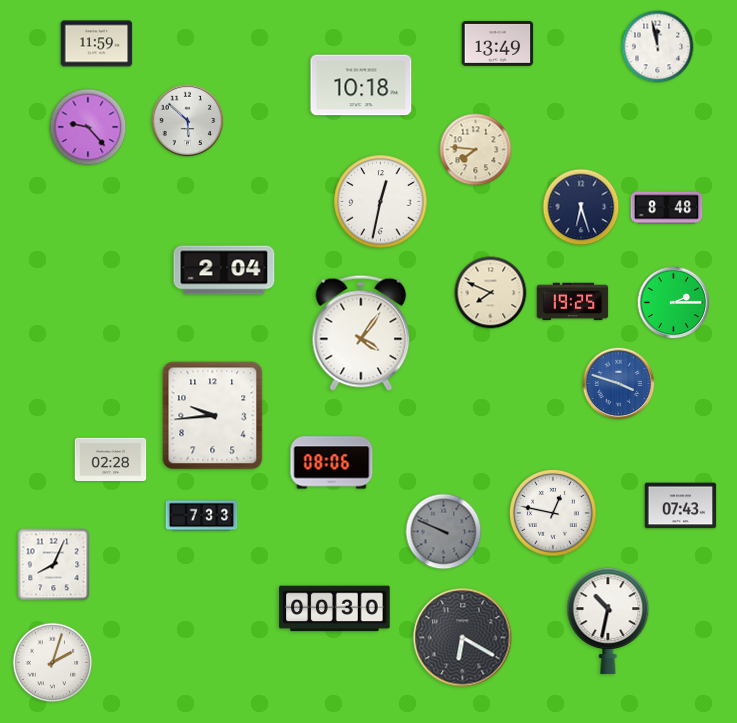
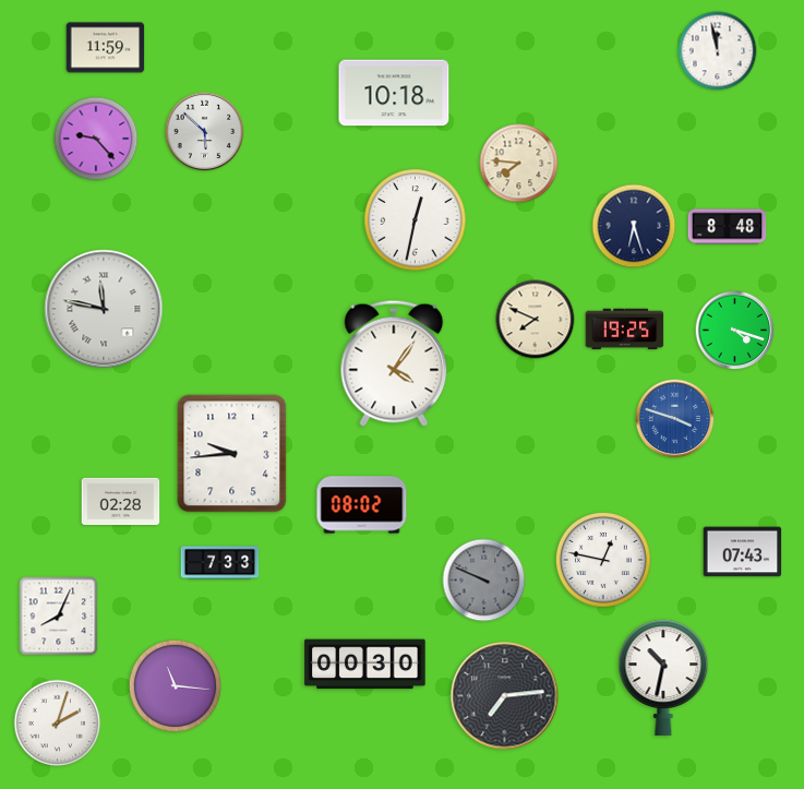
clock at (498, 43): 13:49 -> none
clock at (224, 270): 2:04 -> none
clock at (104, 309): none -> 11:47
clock at (674, 303): 2:15 -> 4:18
clock at (332, 463): 08:06 -> 08:02
clock at (175, 685): none -> 11:16
clock at (463, 638): 6:20 -> 7:14
